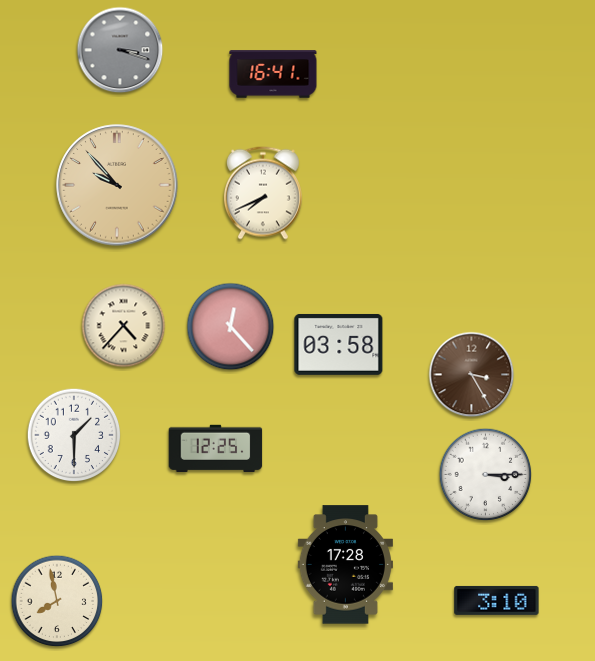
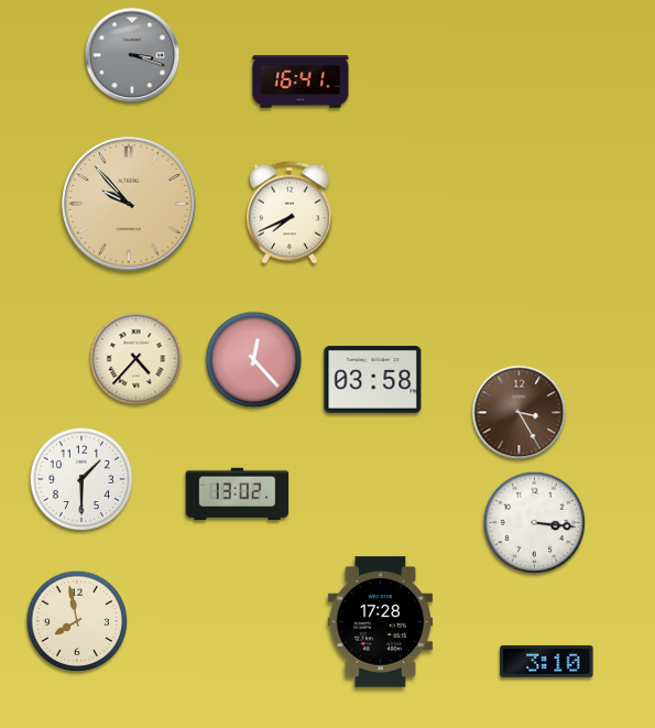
clock at (216, 449): 12:25 -> 13:02
clock at (486, 475): 3:15 -> 3:16
clock at (57, 601) position: (57, 601) -> (77, 621)
